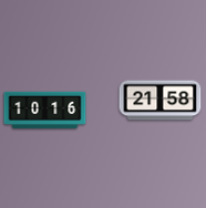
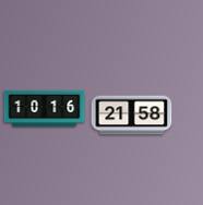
clock at (161, 101) position: (161, 101) -> (132, 116)
